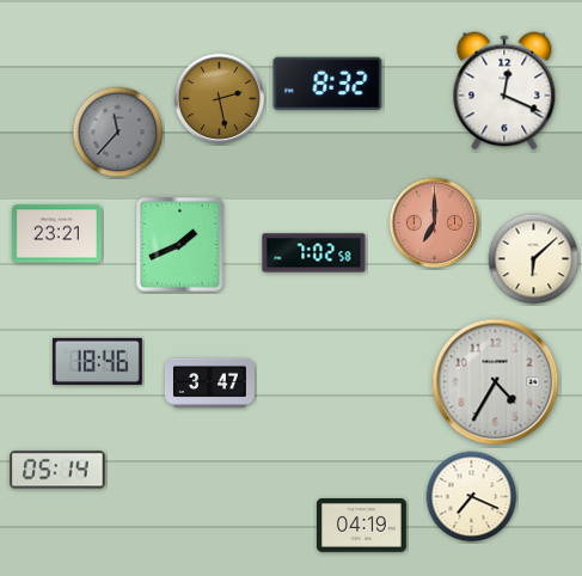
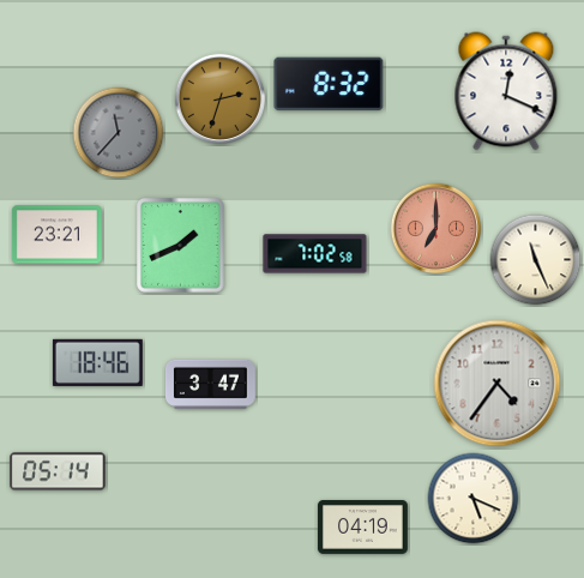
clock at (220, 99): 2:28 -> 2:33
clock at (435, 223) position: (435, 223) -> (437, 229)
clock at (534, 259): 6:08 -> 11:26
clock at (496, 382): 4:35 -> 4:36
clock at (472, 497): 7:19 -> 5:19
